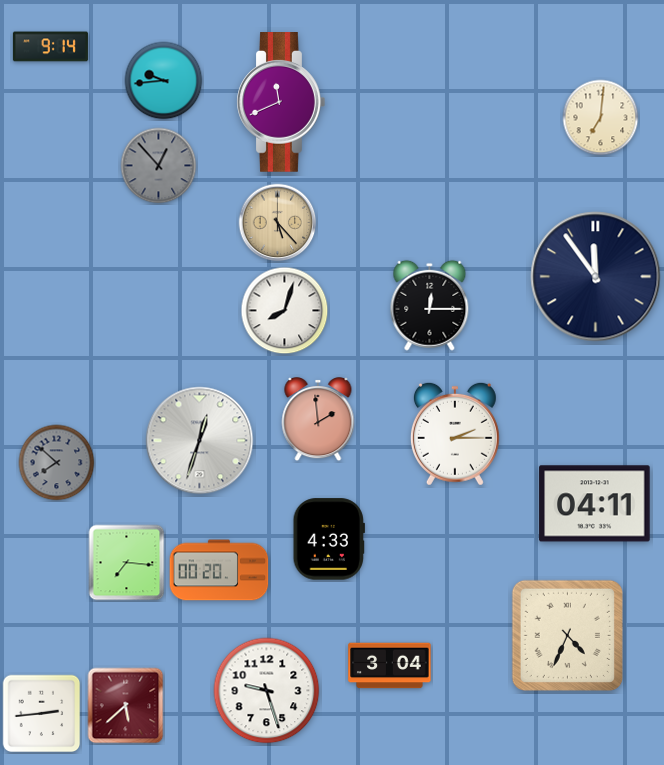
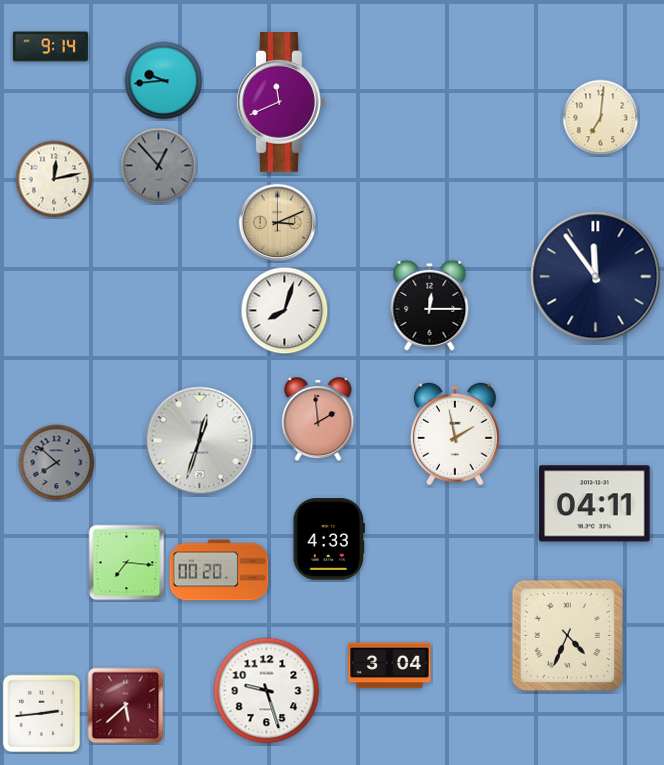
clock at (54, 179): none -> 12:13
clock at (278, 223): 5:23 -> 3:11
clock at (455, 434): 2:15 -> 1:58
